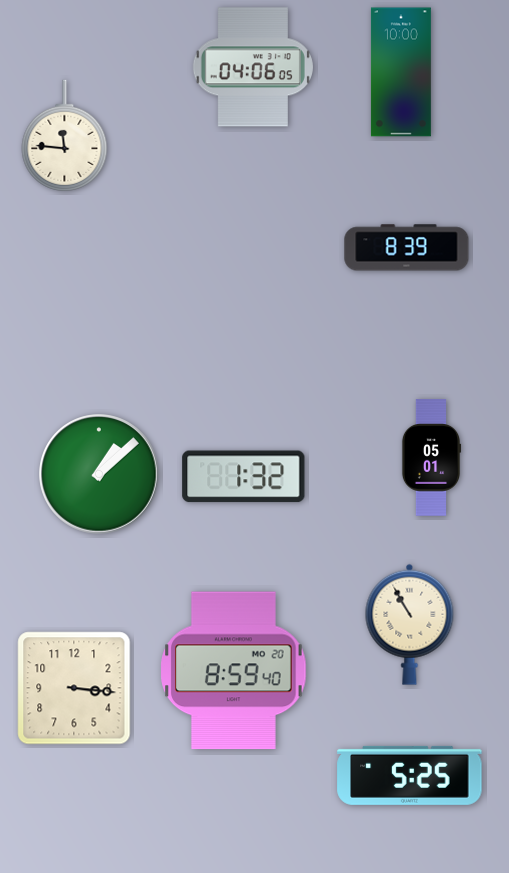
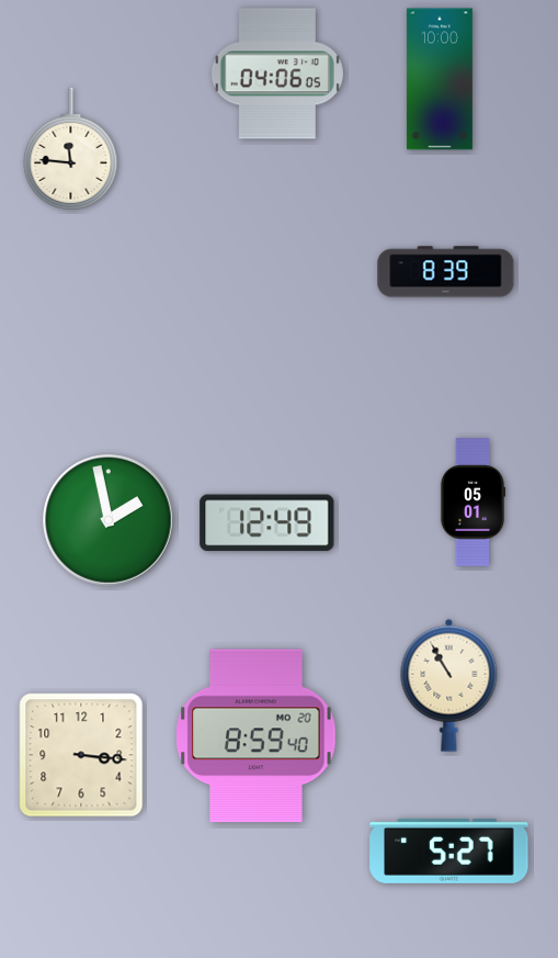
clock at (99, 474): 1:08 -> 1:58
clock at (244, 477): 1:32 -> 12:49
clock at (410, 775): 5:25 -> 5:27
